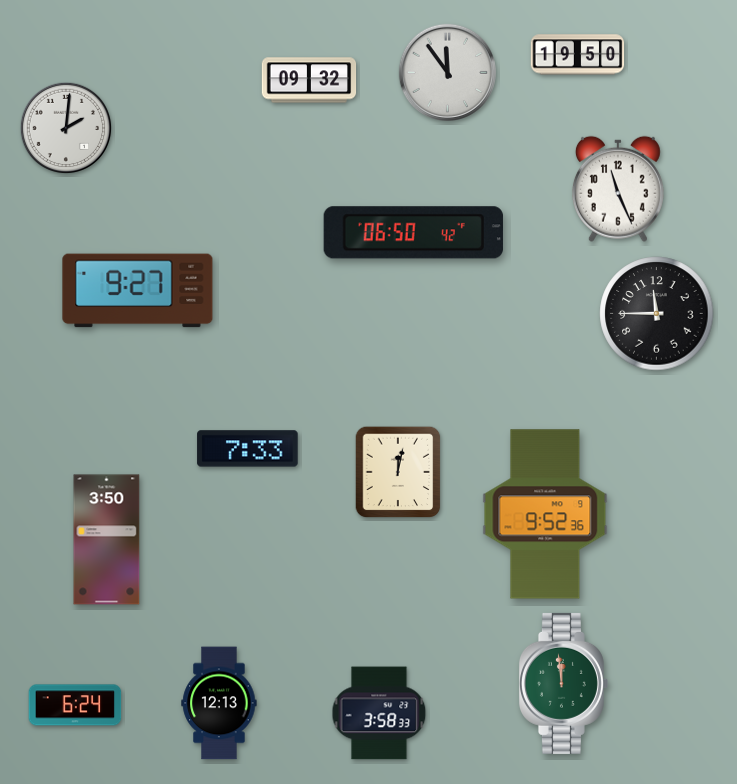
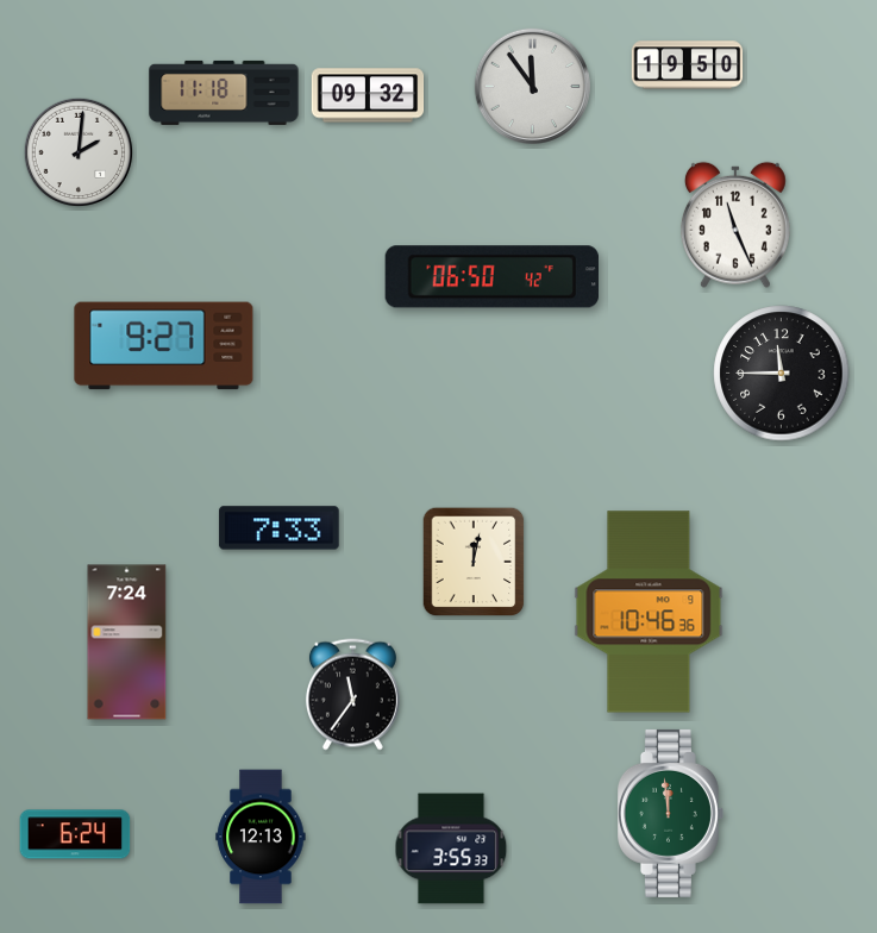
clock at (224, 93): none -> 11:18
clock at (248, 449) position: (248, 449) -> (280, 528)
clock at (545, 514): 9:52 -> 10:46
clock at (107, 540): 3:50 -> 7:24
clock at (352, 695): none -> 11:36
clock at (75, 705) position: (75, 705) -> (75, 834)
clock at (379, 713): 3:58 -> 3:55
